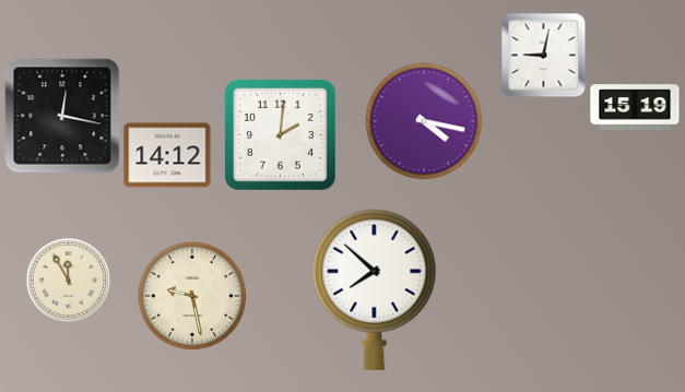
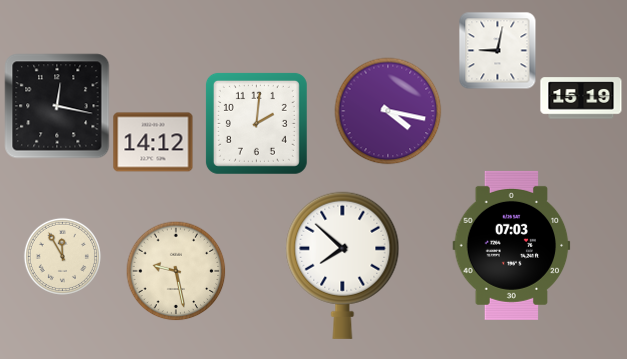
clock at (512, 245): none -> 07:03
